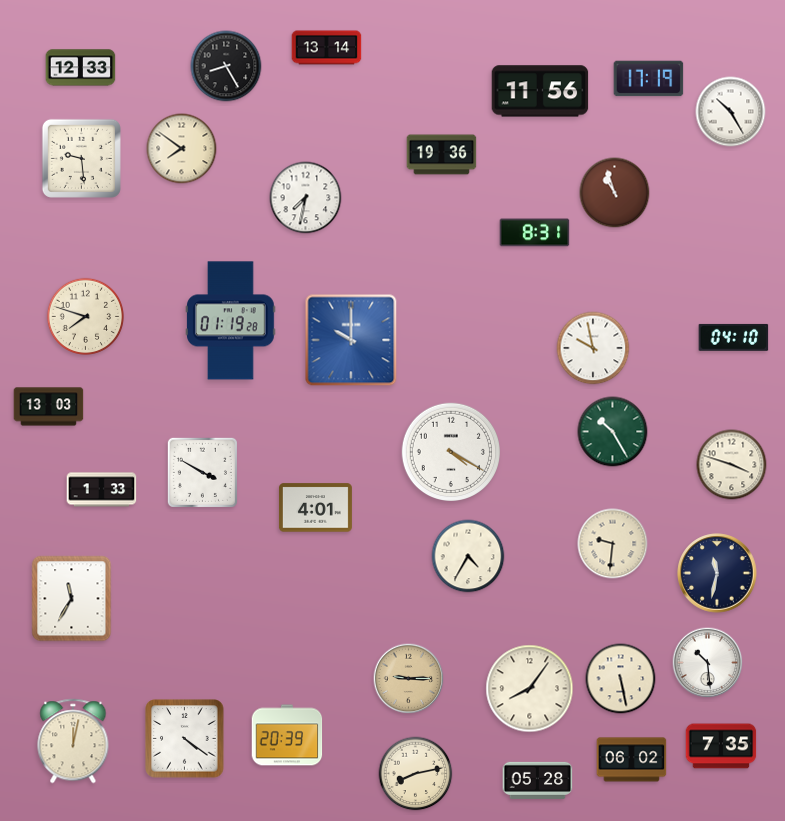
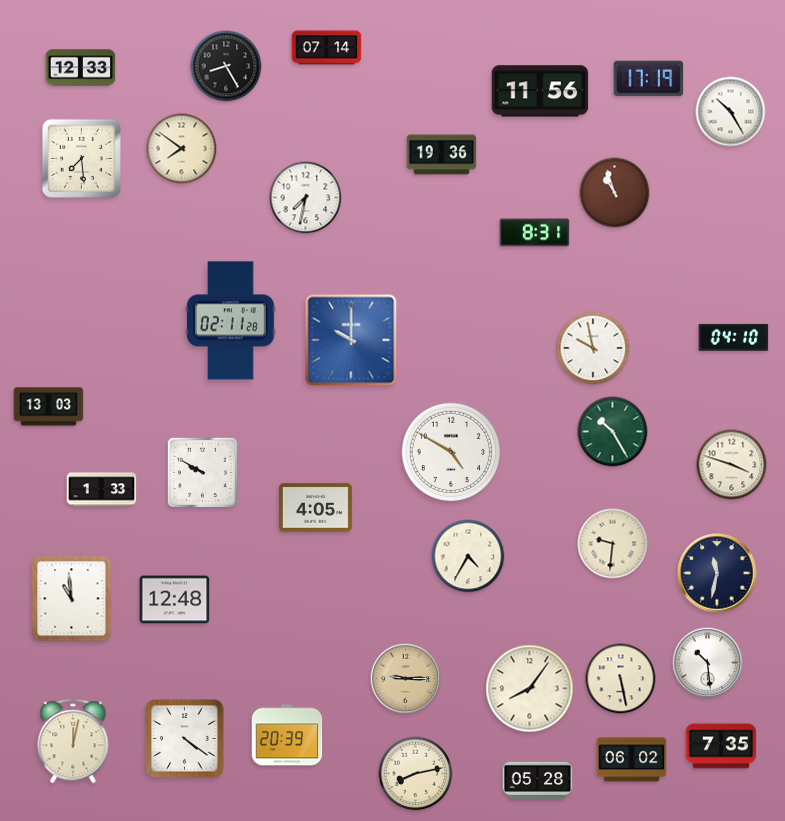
clock at (327, 48): 13:14 -> 07:14
clock at (81, 158): 9:29 -> 7:29
clock at (85, 316): 7:48 -> none
clock at (231, 321): 01:19 -> 02:11
clock at (450, 451): 4:20 -> 4:50
clock at (202, 472): 3:50 -> 9:50
clock at (315, 508): 4:01 -> 4:05
clock at (72, 599): 11:35 -> 10:59
clock at (175, 600): none -> 12:48
clock at (409, 679) position: (409, 679) -> (406, 679)
